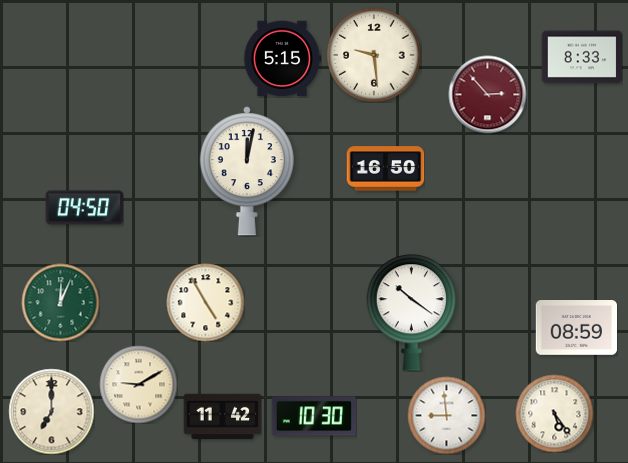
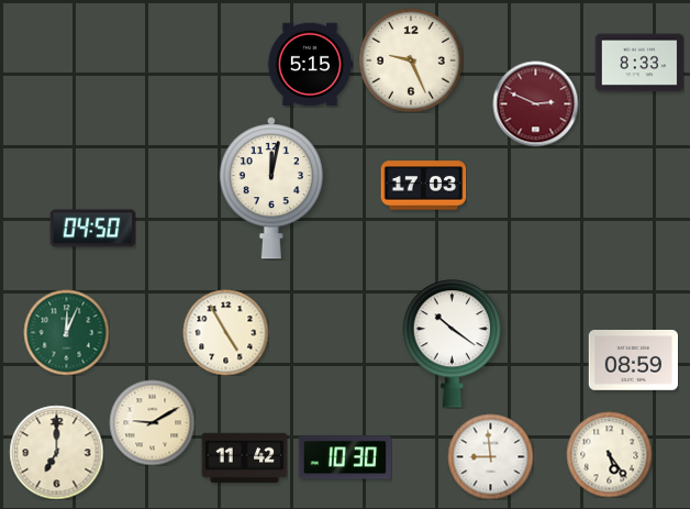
clock at (374, 55): 9:29 -> 9:26
clock at (487, 94): 2:53 -> 2:49
clock at (385, 169): 16:50 -> 17:03
